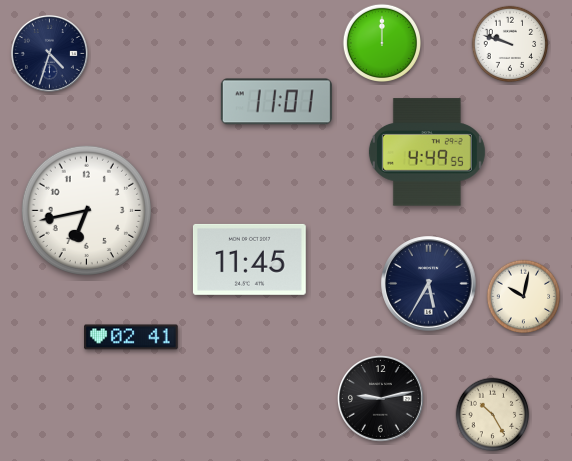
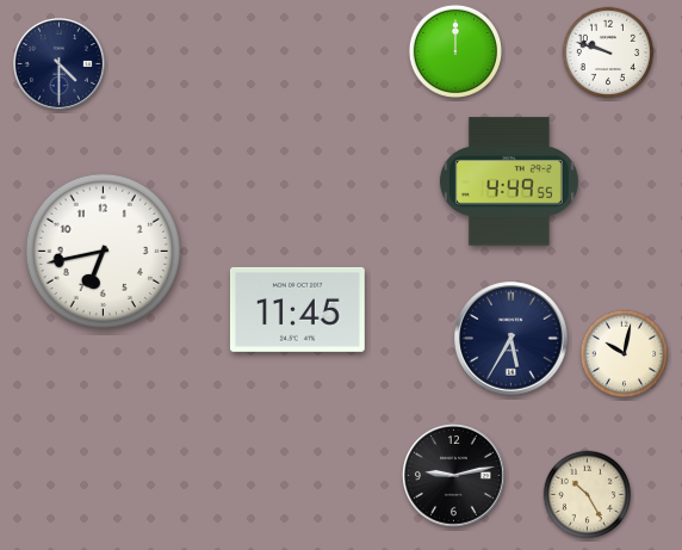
clock at (49, 53): 4:33 -> 4:30
clock at (276, 102): 11:01 -> none
clock at (131, 337): 02:41 -> none
